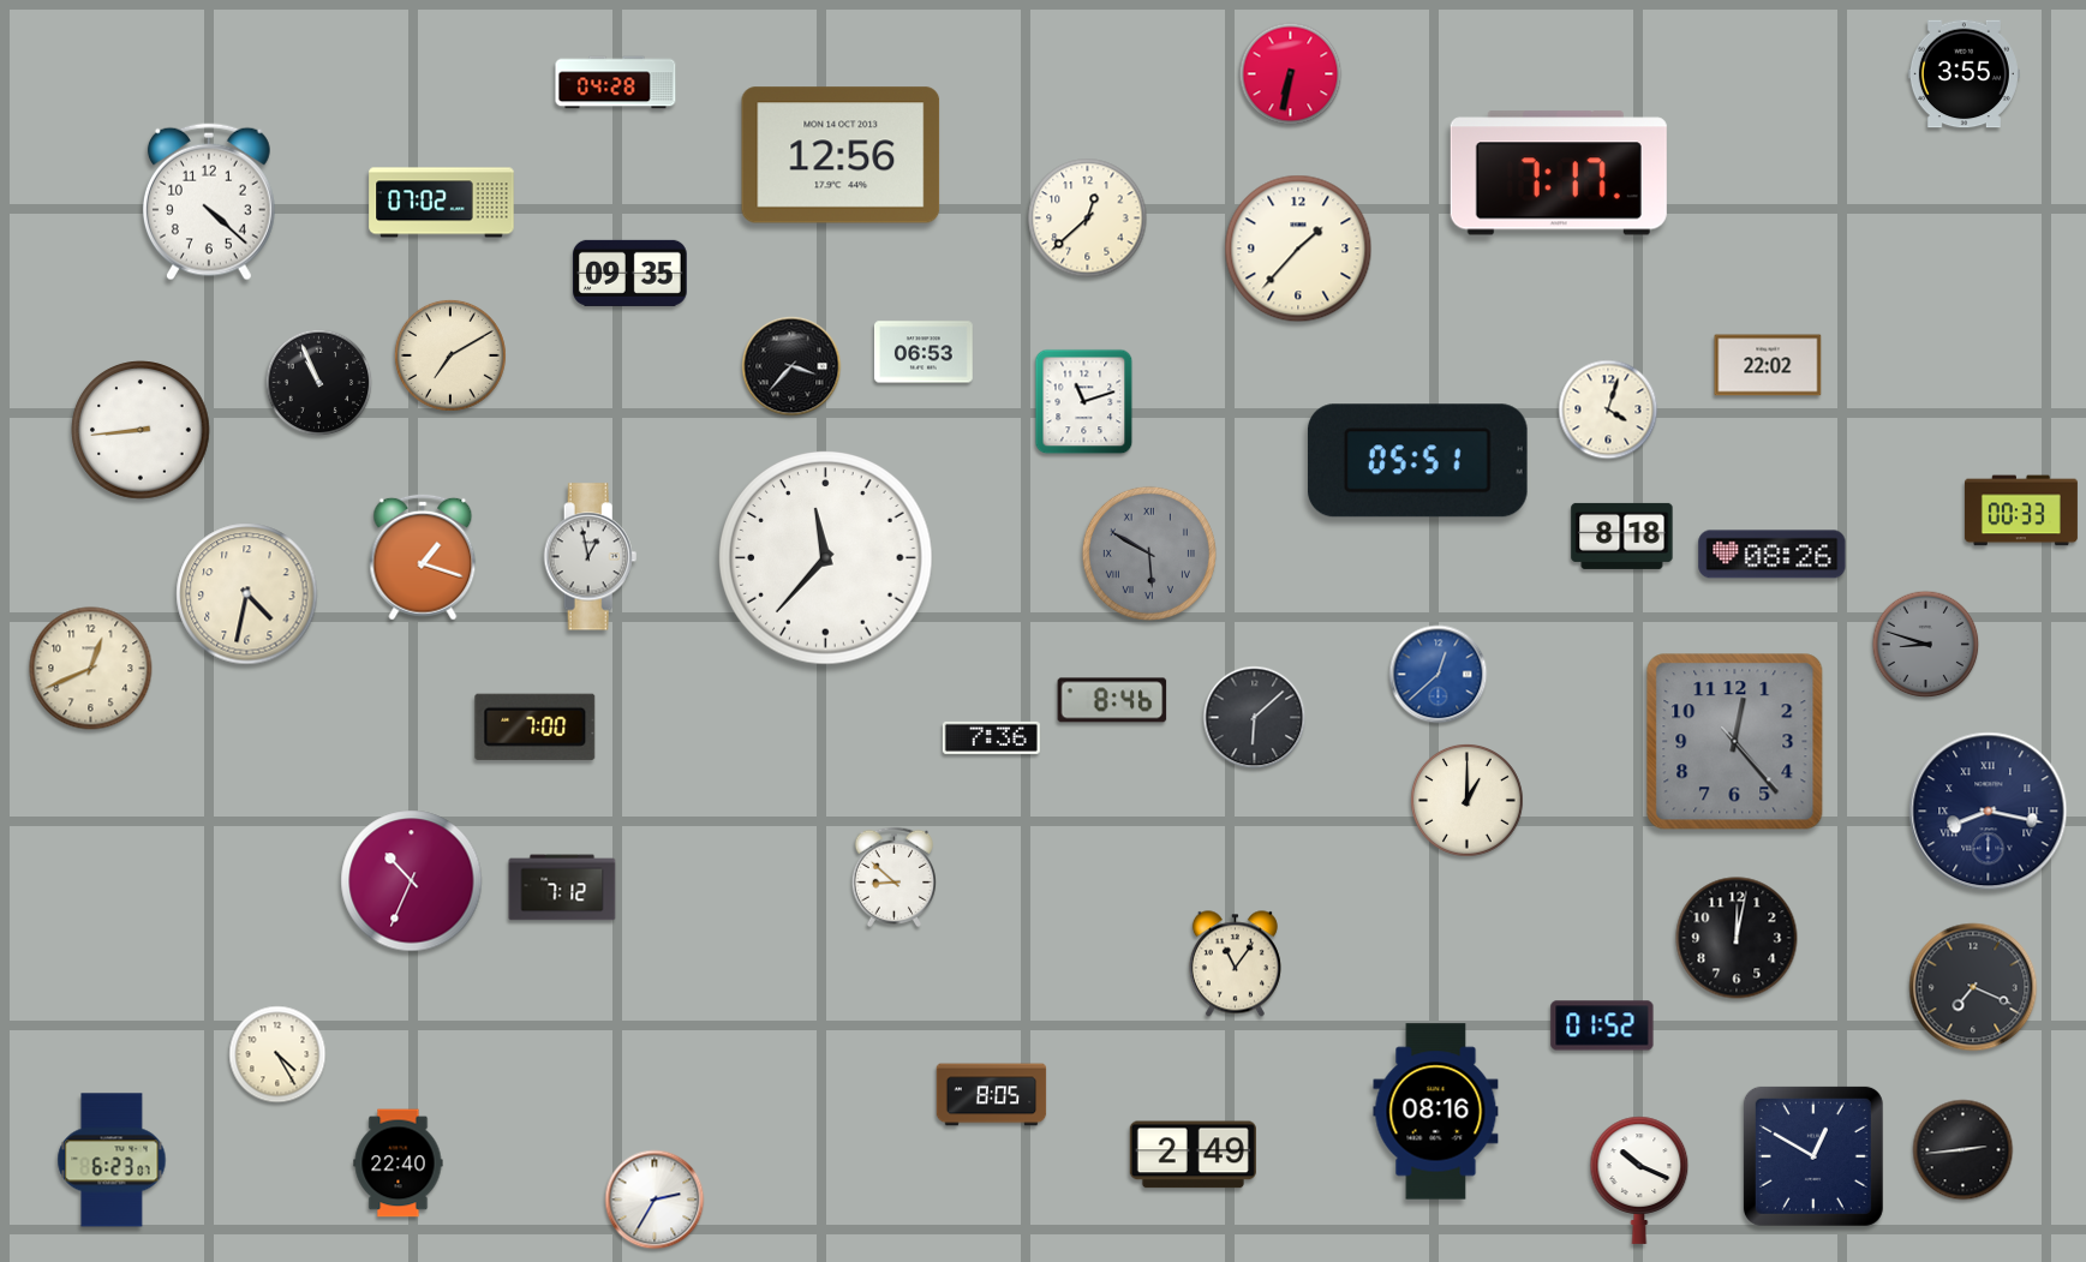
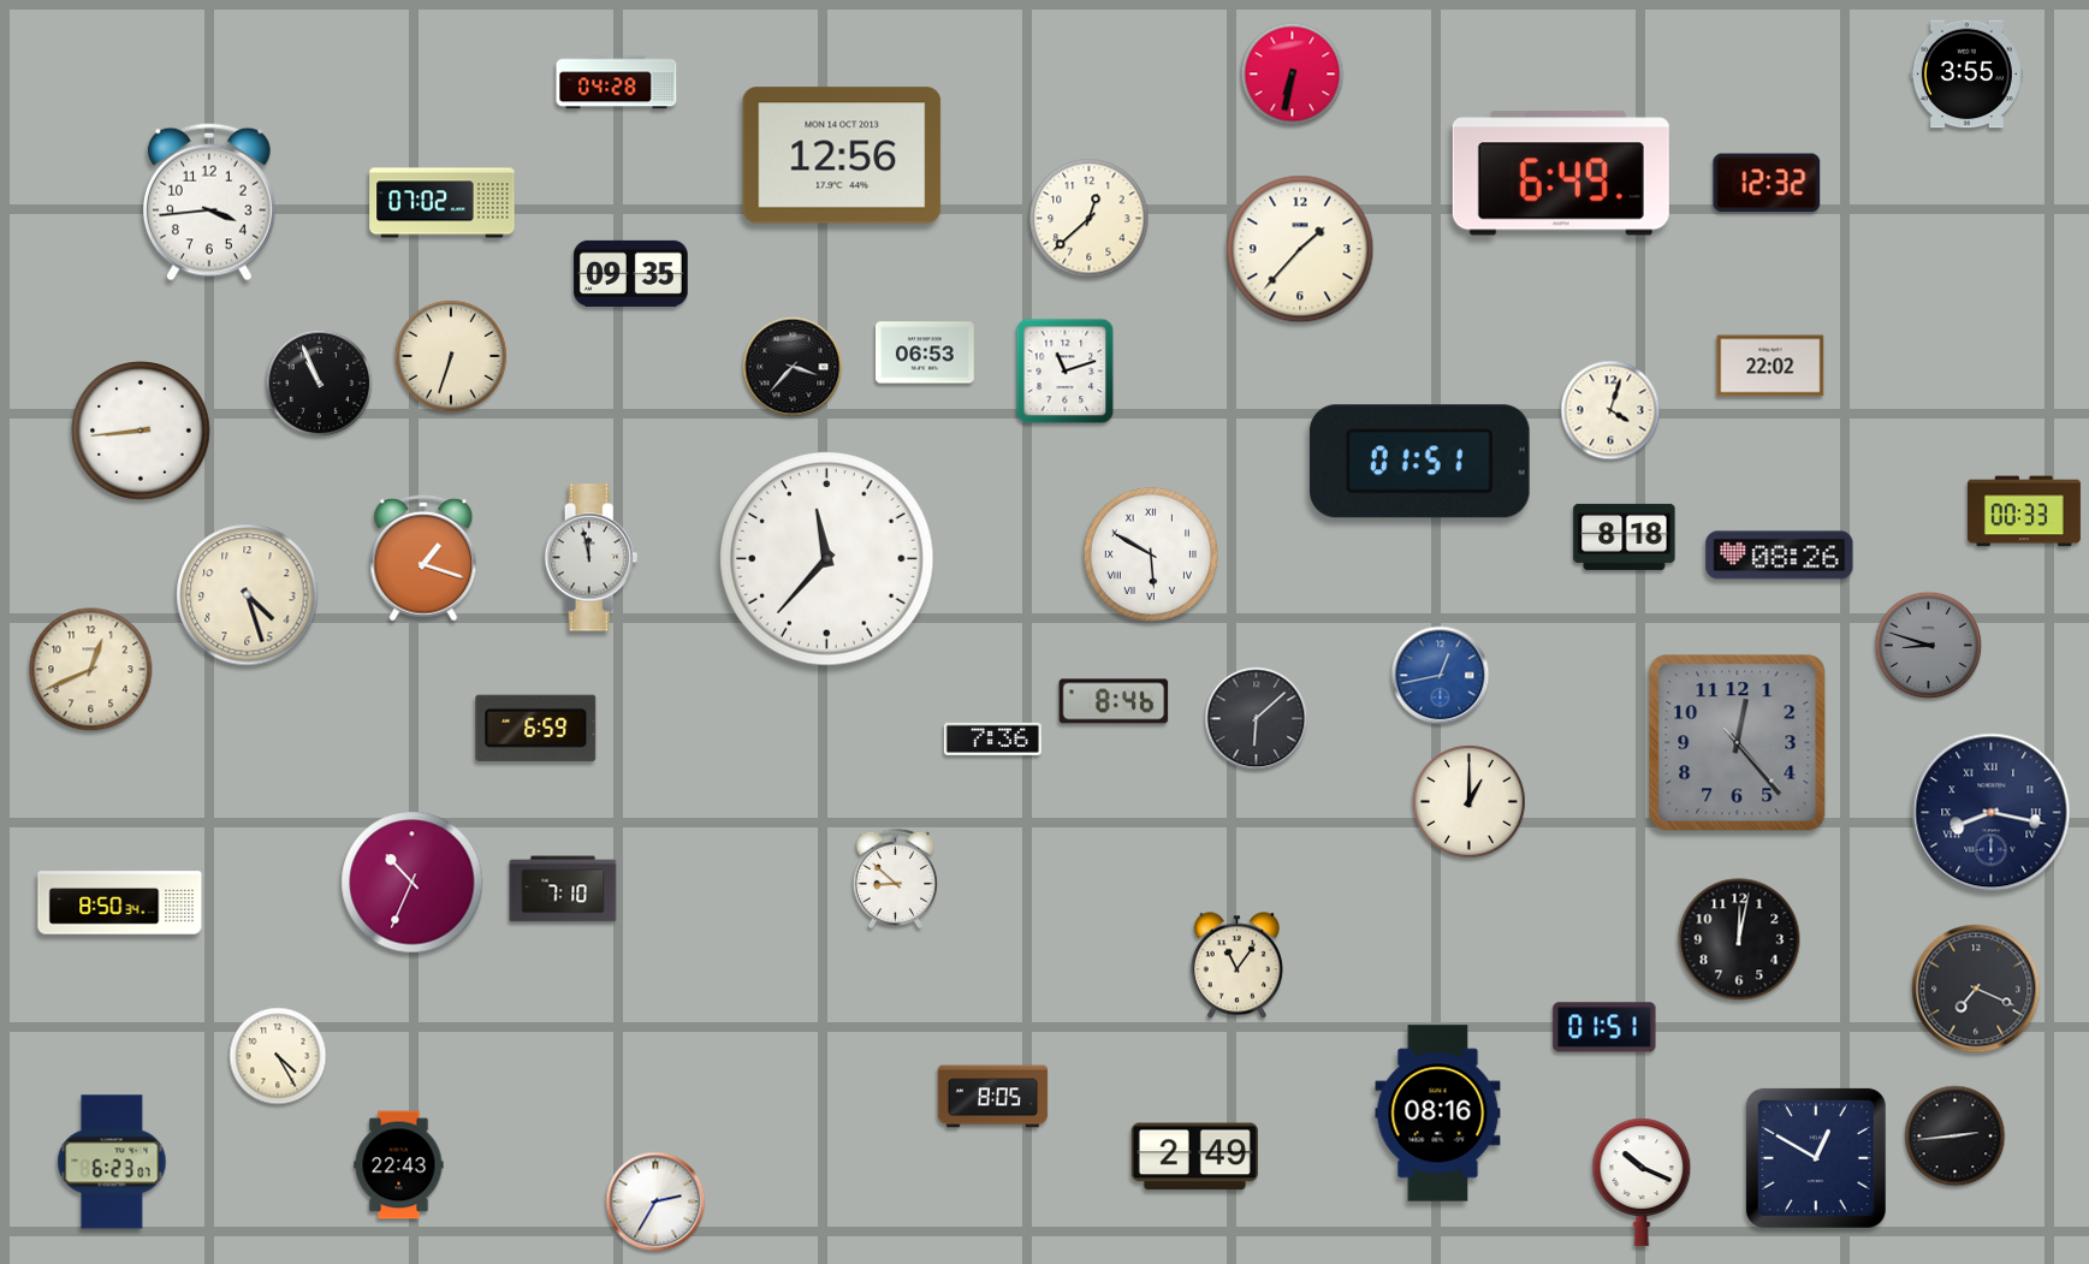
clock at (1559, 173): 7:17 -> 6:49
clock at (1767, 183): none -> 12:32
clock at (209, 202): 4:22 -> 3:44
clock at (450, 355): 7:10 -> 6:33
clock at (1084, 402) position: (1084, 402) -> (1066, 372)
clock at (1417, 461): 05:51 -> 01:51
clock at (1149, 554) dial: grey -> white
clock at (1773, 555) position: (1773, 555) -> (1780, 556)
clock at (591, 557): 12:58 -> 11:58
clock at (247, 594): 4:32 -> 4:27
clock at (1439, 675): 12:38 -> 12:43
clock at (536, 726): 7:00 -> 6:59
clock at (562, 887): 7:12 -> 7:10
clock at (120, 903): none -> 8:50
clock at (1602, 1025): 01:52 -> 01:51
clock at (1964, 1150) position: (1964, 1150) -> (1956, 1137)
clock at (399, 1164): 22:40 -> 22:43
